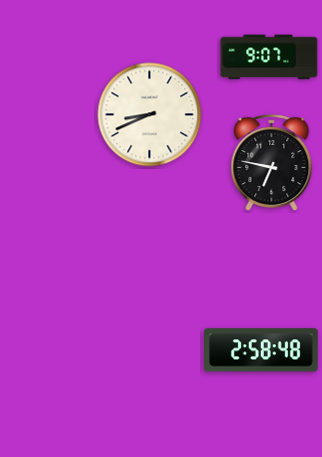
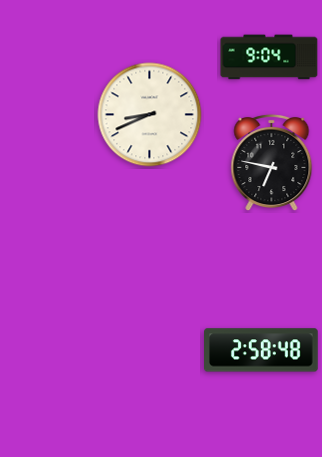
clock at (269, 57): 9:07 -> 9:04
